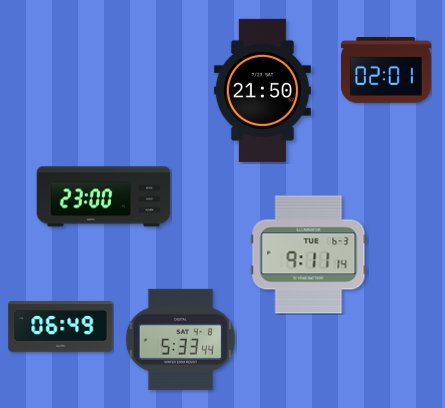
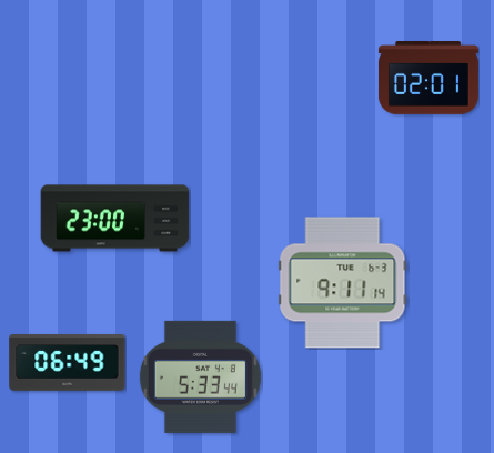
clock at (262, 90): 21:50 -> none
